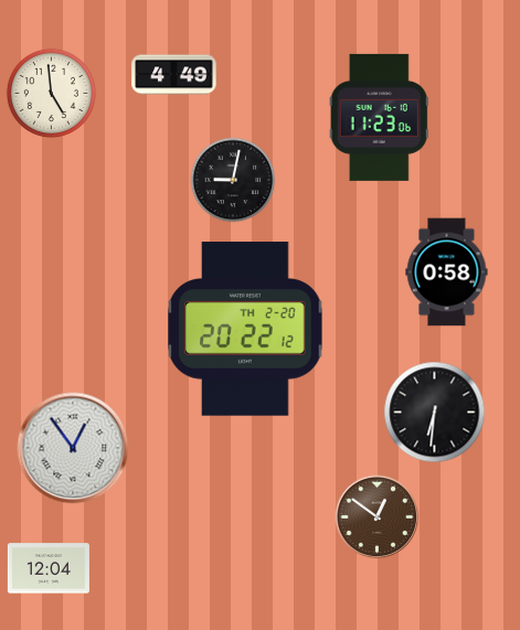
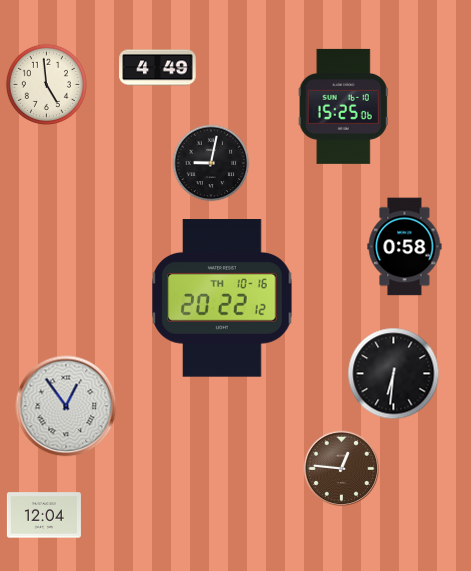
clock at (379, 117): 11:23 -> 15:25
clock at (245, 329) date: TH 2-20 -> TH 10-16
clock at (378, 517): 12:51 -> 12:46
